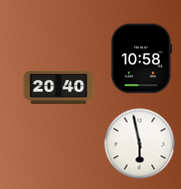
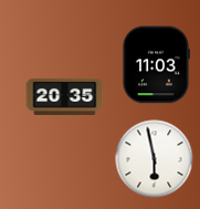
clock at (141, 59): 10:58 -> 11:03
clock at (59, 87): 20:40 -> 20:35
